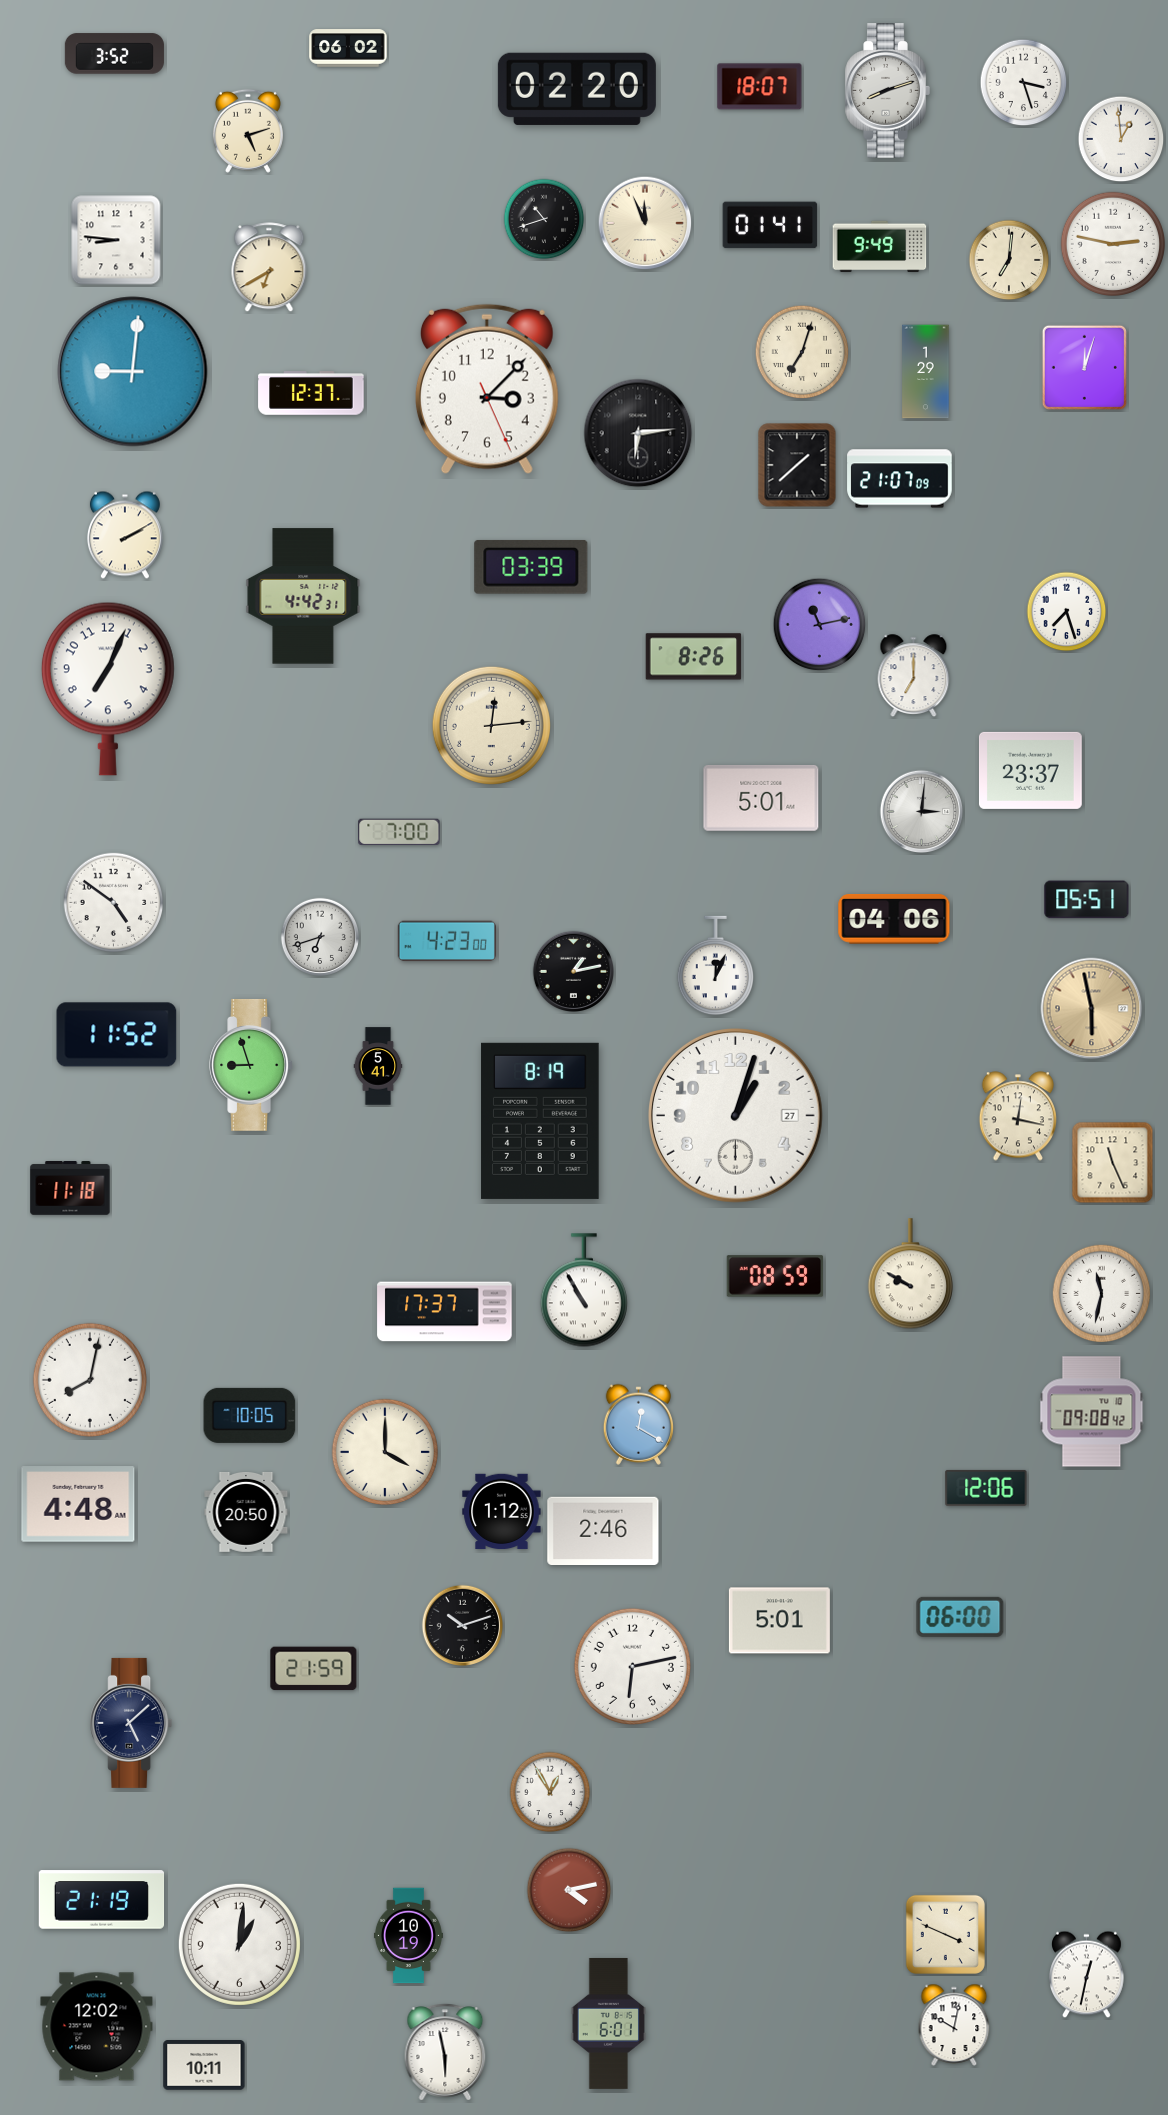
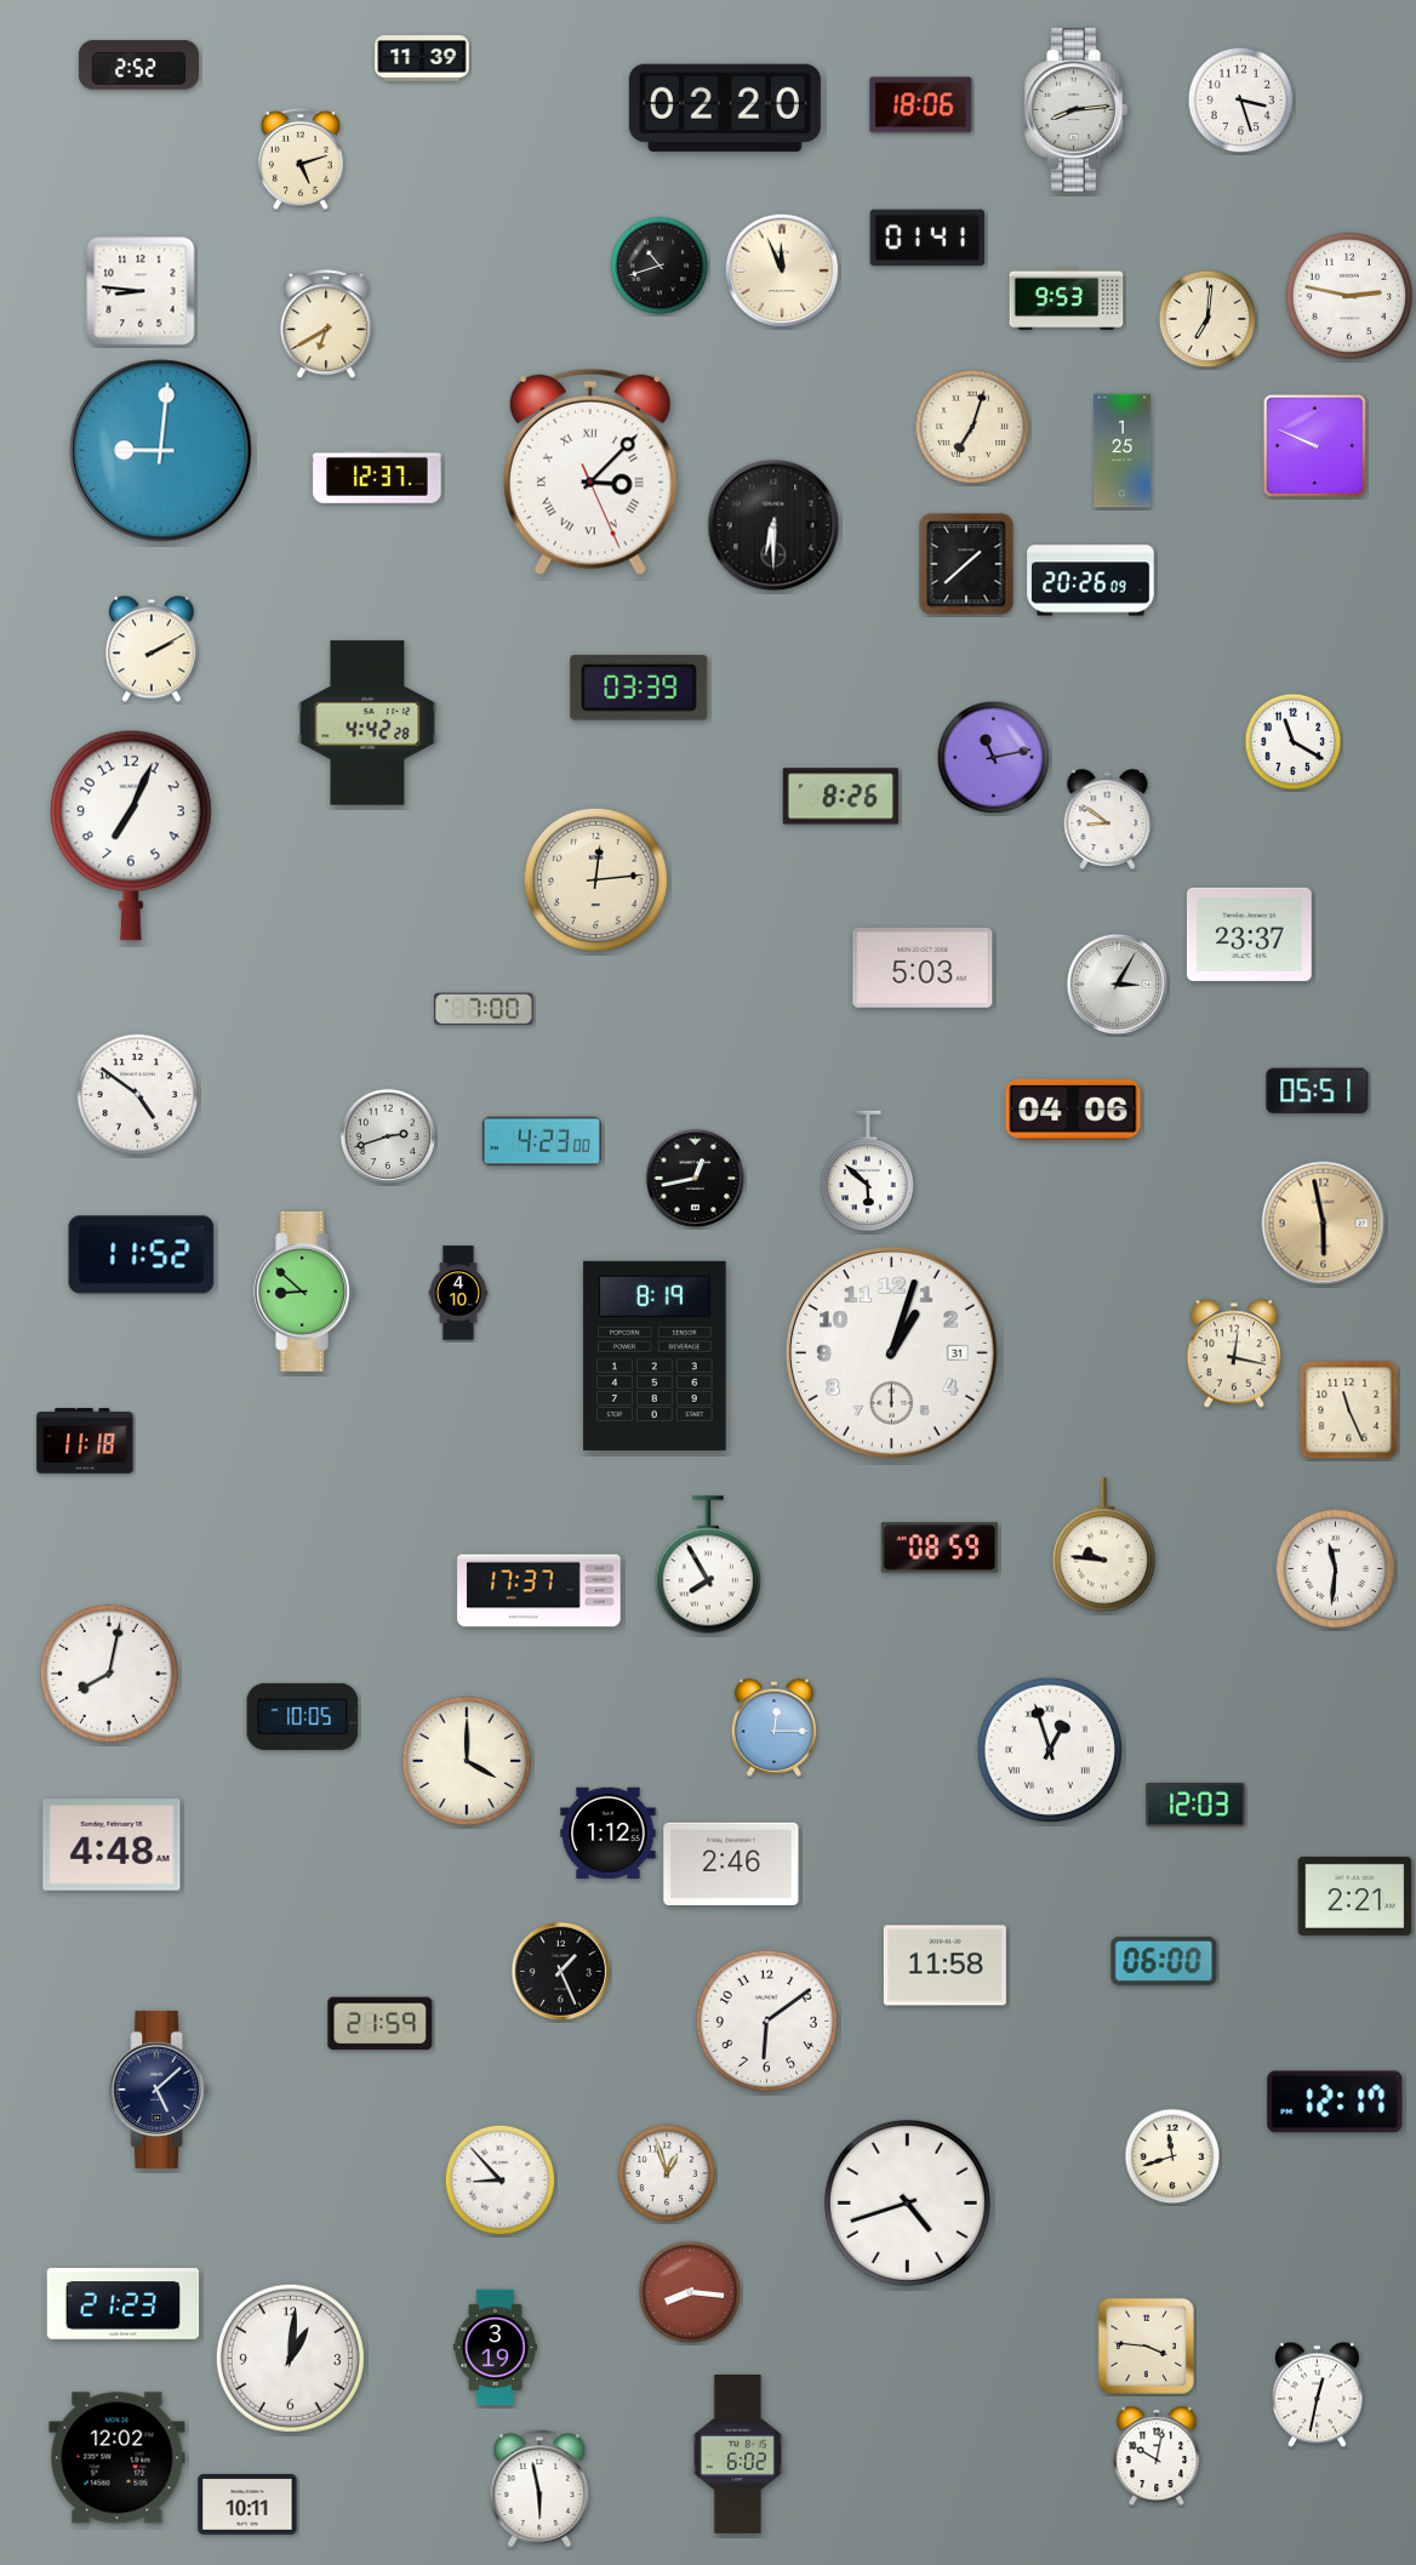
clock at (348, 48): 06:02 -> 11:39
clock at (114, 54): 3:52 -> 2:52
clock at (760, 87): 18:07 -> 18:06
clock at (577, 89) position: (577, 89) -> (725, 108)
clock at (887, 91): 8:12 -> 8:14
clock at (1121, 139): 12:59 -> none
clock at (770, 225) position: (770, 225) -> (927, 238)
clock at (880, 247): 9:49 -> 9:53
clock at (1009, 260) position: (1009, 260) -> (1207, 319)
clock at (1084, 367): 12:03 -> 9:49
clock at (926, 372): 1:29 -> 1:25
clock at (487, 389) numerals: Arabic -> Roman
clock at (638, 433): 6:14 -> 6:30
clock at (900, 479): 21:07 -> 20:26
clock at (531, 567) position: (531, 567) -> (639, 688)
clock at (303, 596): 4:42:31 -> 4:42:28
clock at (1067, 612): 7:27 -> 11:20
clock at (914, 676): 7:00 -> 8:51
clock at (761, 798): 5:01 -> 5:03
clock at (922, 812): 3:01 -> 3:05
clock at (894, 919) position: (894, 919) -> (1073, 1110)
clock at (319, 936): 6:42 -> 2:42
clock at (715, 966): 12:04 -> 5:52
clock at (574, 972): 1:13 -> 12:43
clock at (251, 1065): 8:57 -> 8:52
clock at (378, 1066): 5:41 -> 4:10
clock at (736, 1116) date: 27 -> 31
clock at (540, 1121) position: (540, 1121) -> (655, 1356)
clock at (910, 1274): 9:50 -> 9:46
clock at (584, 1290): 10:55 -> 7:55
clock at (1102, 1294): 11:32 -> 11:31
clock at (1092, 1412): 09:08 -> none
clock at (638, 1424): 12:20 -> 12:15
clock at (1050, 1750): none -> 12:57
clock at (986, 1488): 12:06 -> 12:03
clock at (78, 1504) position: (78, 1504) -> (112, 1845)
clock at (246, 1512): 20:50 -> none
clock at (603, 1530) position: (603, 1530) -> (731, 1863)
clock at (1355, 1896): none -> 2:21
clock at (779, 1621): 5:01 -> 11:58
clock at (463, 1626): 10:12 -> 1:26
clock at (632, 1666): 6:13 -> 6:09
clock at (1335, 2102): none -> 12:17
clock at (1172, 2156): none -> 11:42
clock at (550, 1792): 12:55 -> 12:57
clock at (501, 2181): none -> 8:53
clock at (907, 2202): none -> 4:42
clock at (569, 1890): 4:13 -> 8:16
clock at (102, 1900): 21:19 -> 21:23
clock at (945, 1934): 3:49 -> 3:46
clock at (408, 1936): 10:19 -> 3:19
clock at (608, 2023): 6:01 -> 6:02
